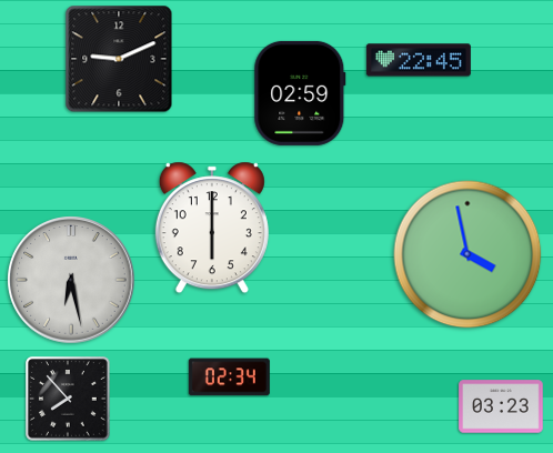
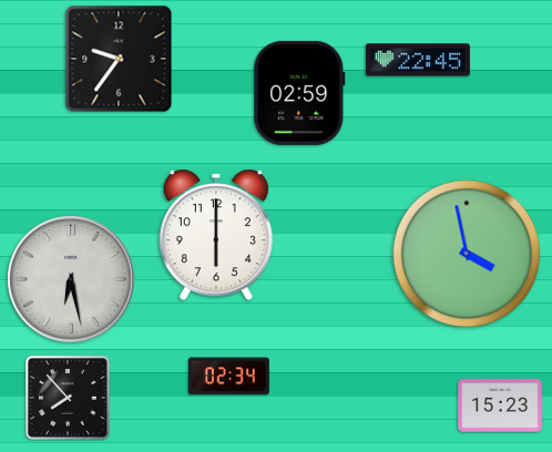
clock at (119, 59): 9:11 -> 9:36
clock at (212, 228) position: (212, 228) -> (216, 235)
clock at (501, 406): 03:23 -> 15:23
